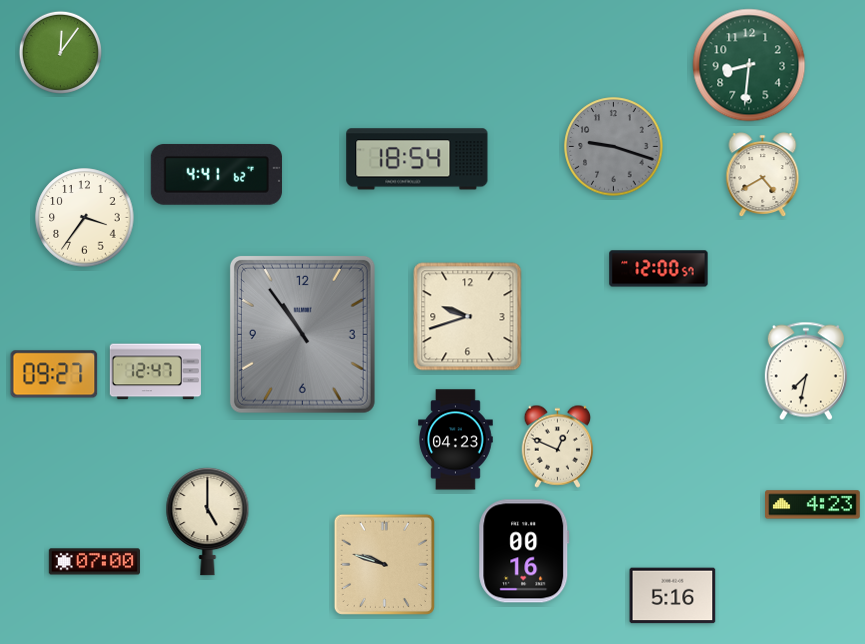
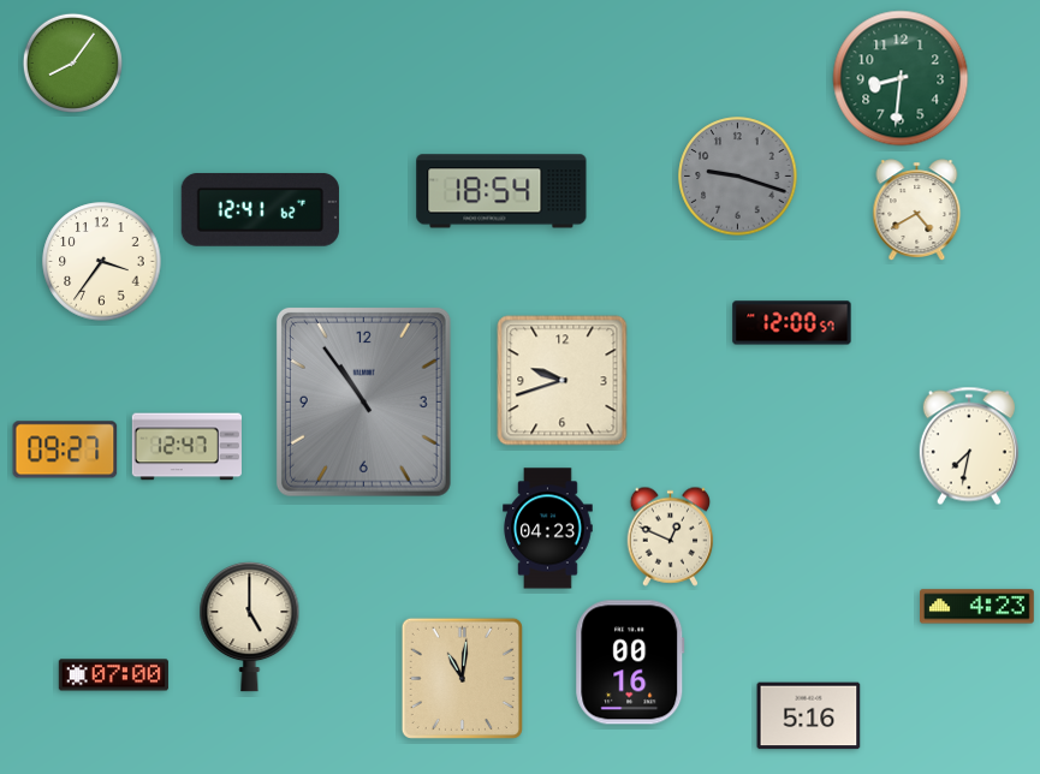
clock at (60, 52): 12:06 -> 8:06
clock at (216, 174): 4:41 -> 12:41
clock at (384, 564): 9:48 -> 11:01
